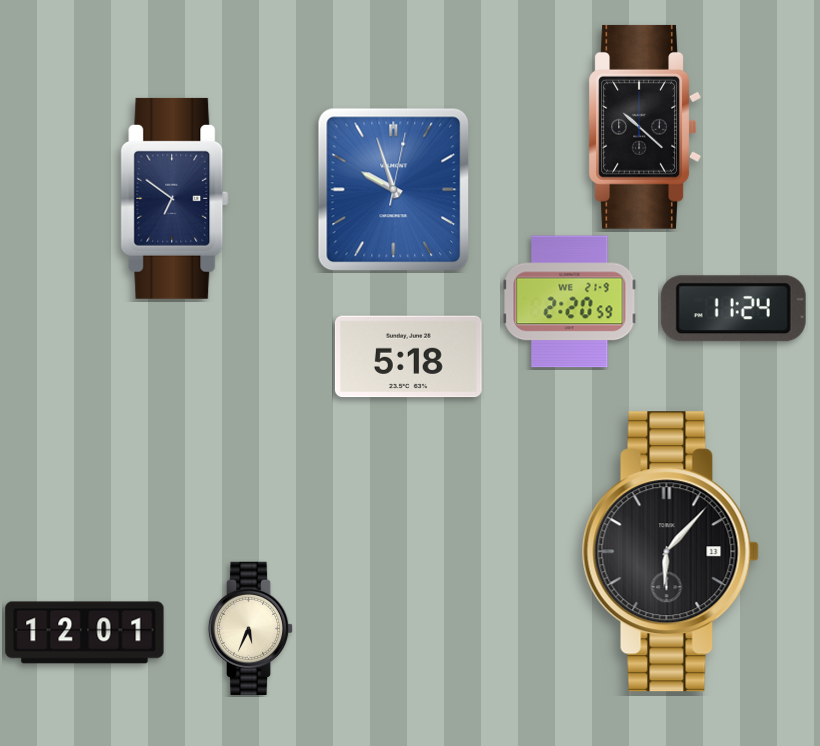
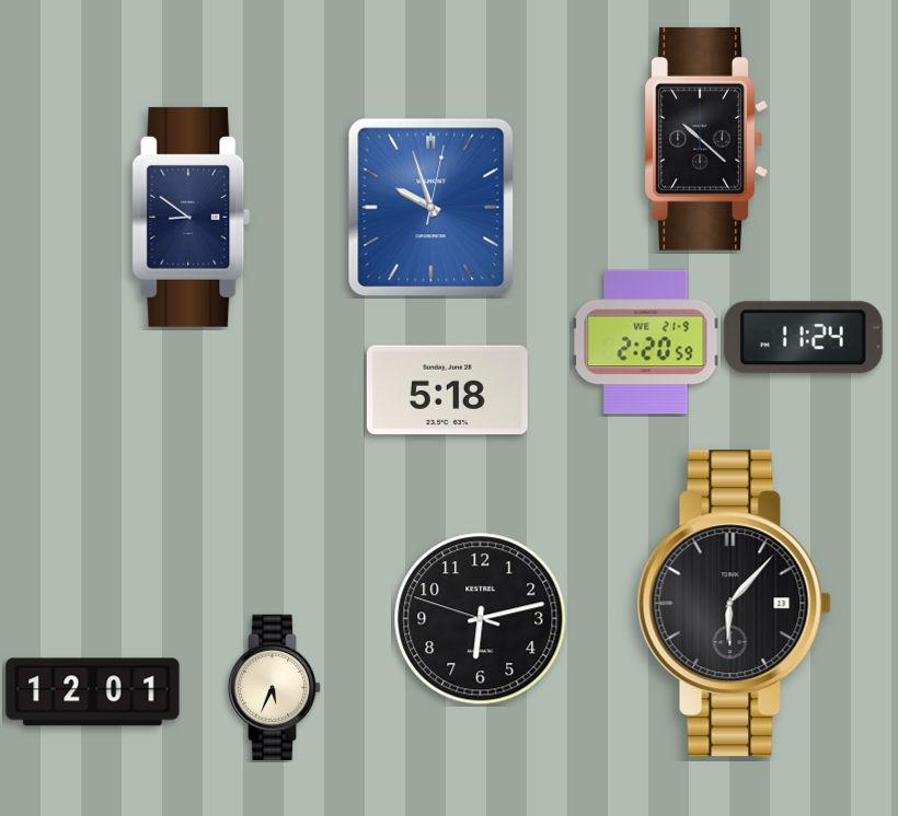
clock at (175, 198): 6:51 -> 8:51
clock at (570, 302) position: (570, 302) -> (646, 342)
clock at (481, 619): none -> 6:12
